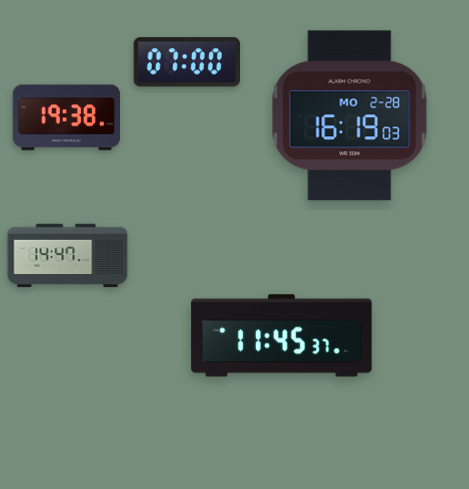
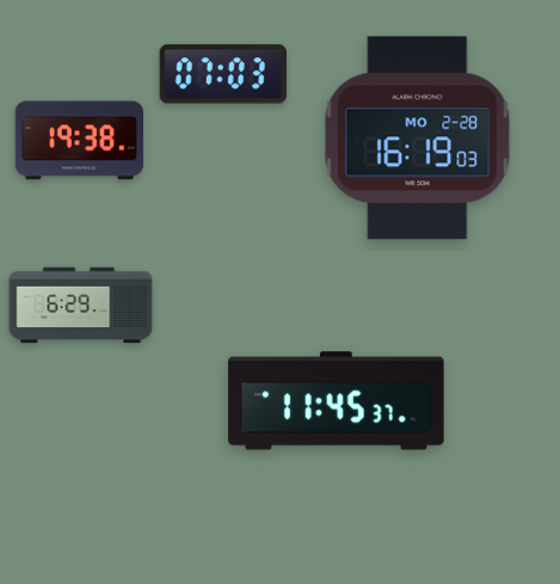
clock at (186, 62): 07:00 -> 07:03
clock at (68, 256): 14:47 -> 6:29
